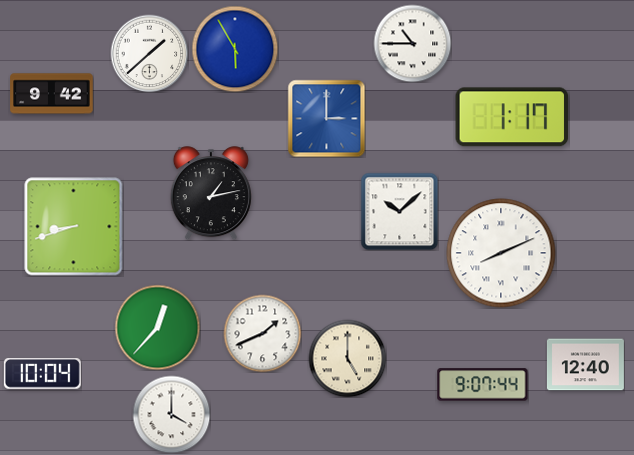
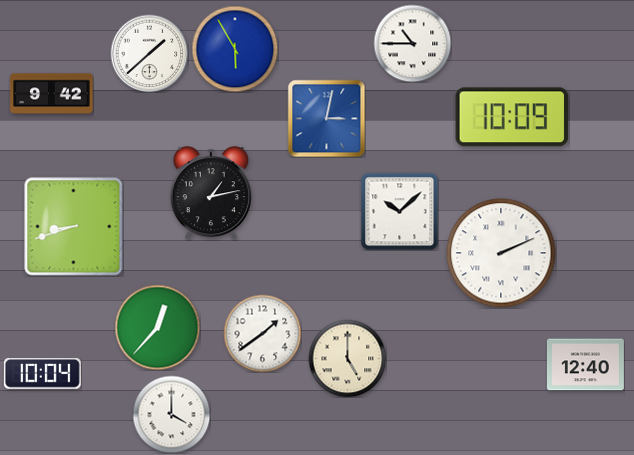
clock at (512, 117): 1:17 -> 10:09
clock at (326, 118): 3:00 -> 3:02
clock at (501, 253): 8:11 -> 2:11
clock at (262, 333): 1:41 -> 1:39
clock at (483, 385): 9:07 -> none
